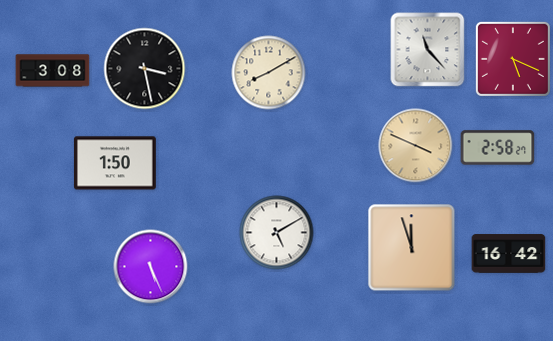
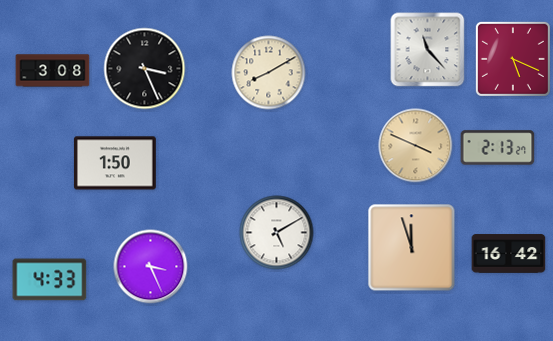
clock at (145, 69): 3:28 -> 3:26
clock at (498, 148): 2:58 -> 2:13
clock at (151, 267): 5:26 -> 3:26
clock at (50, 280): none -> 4:33
